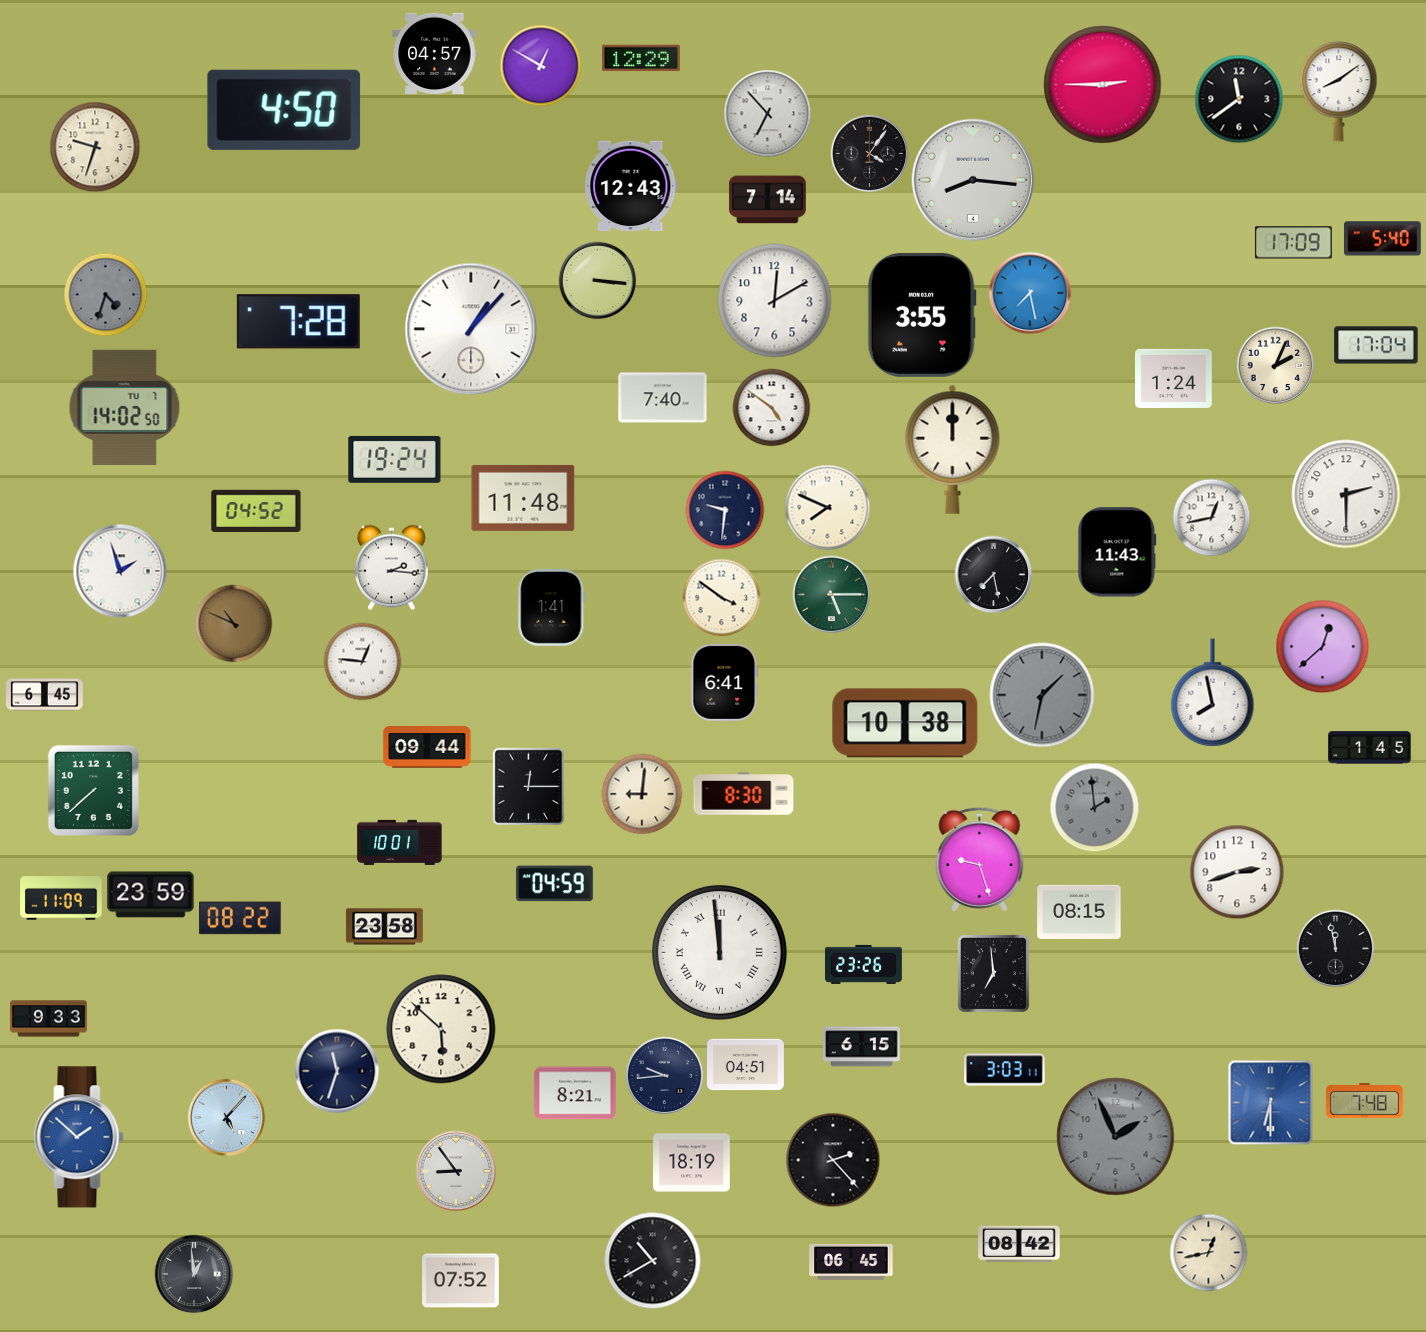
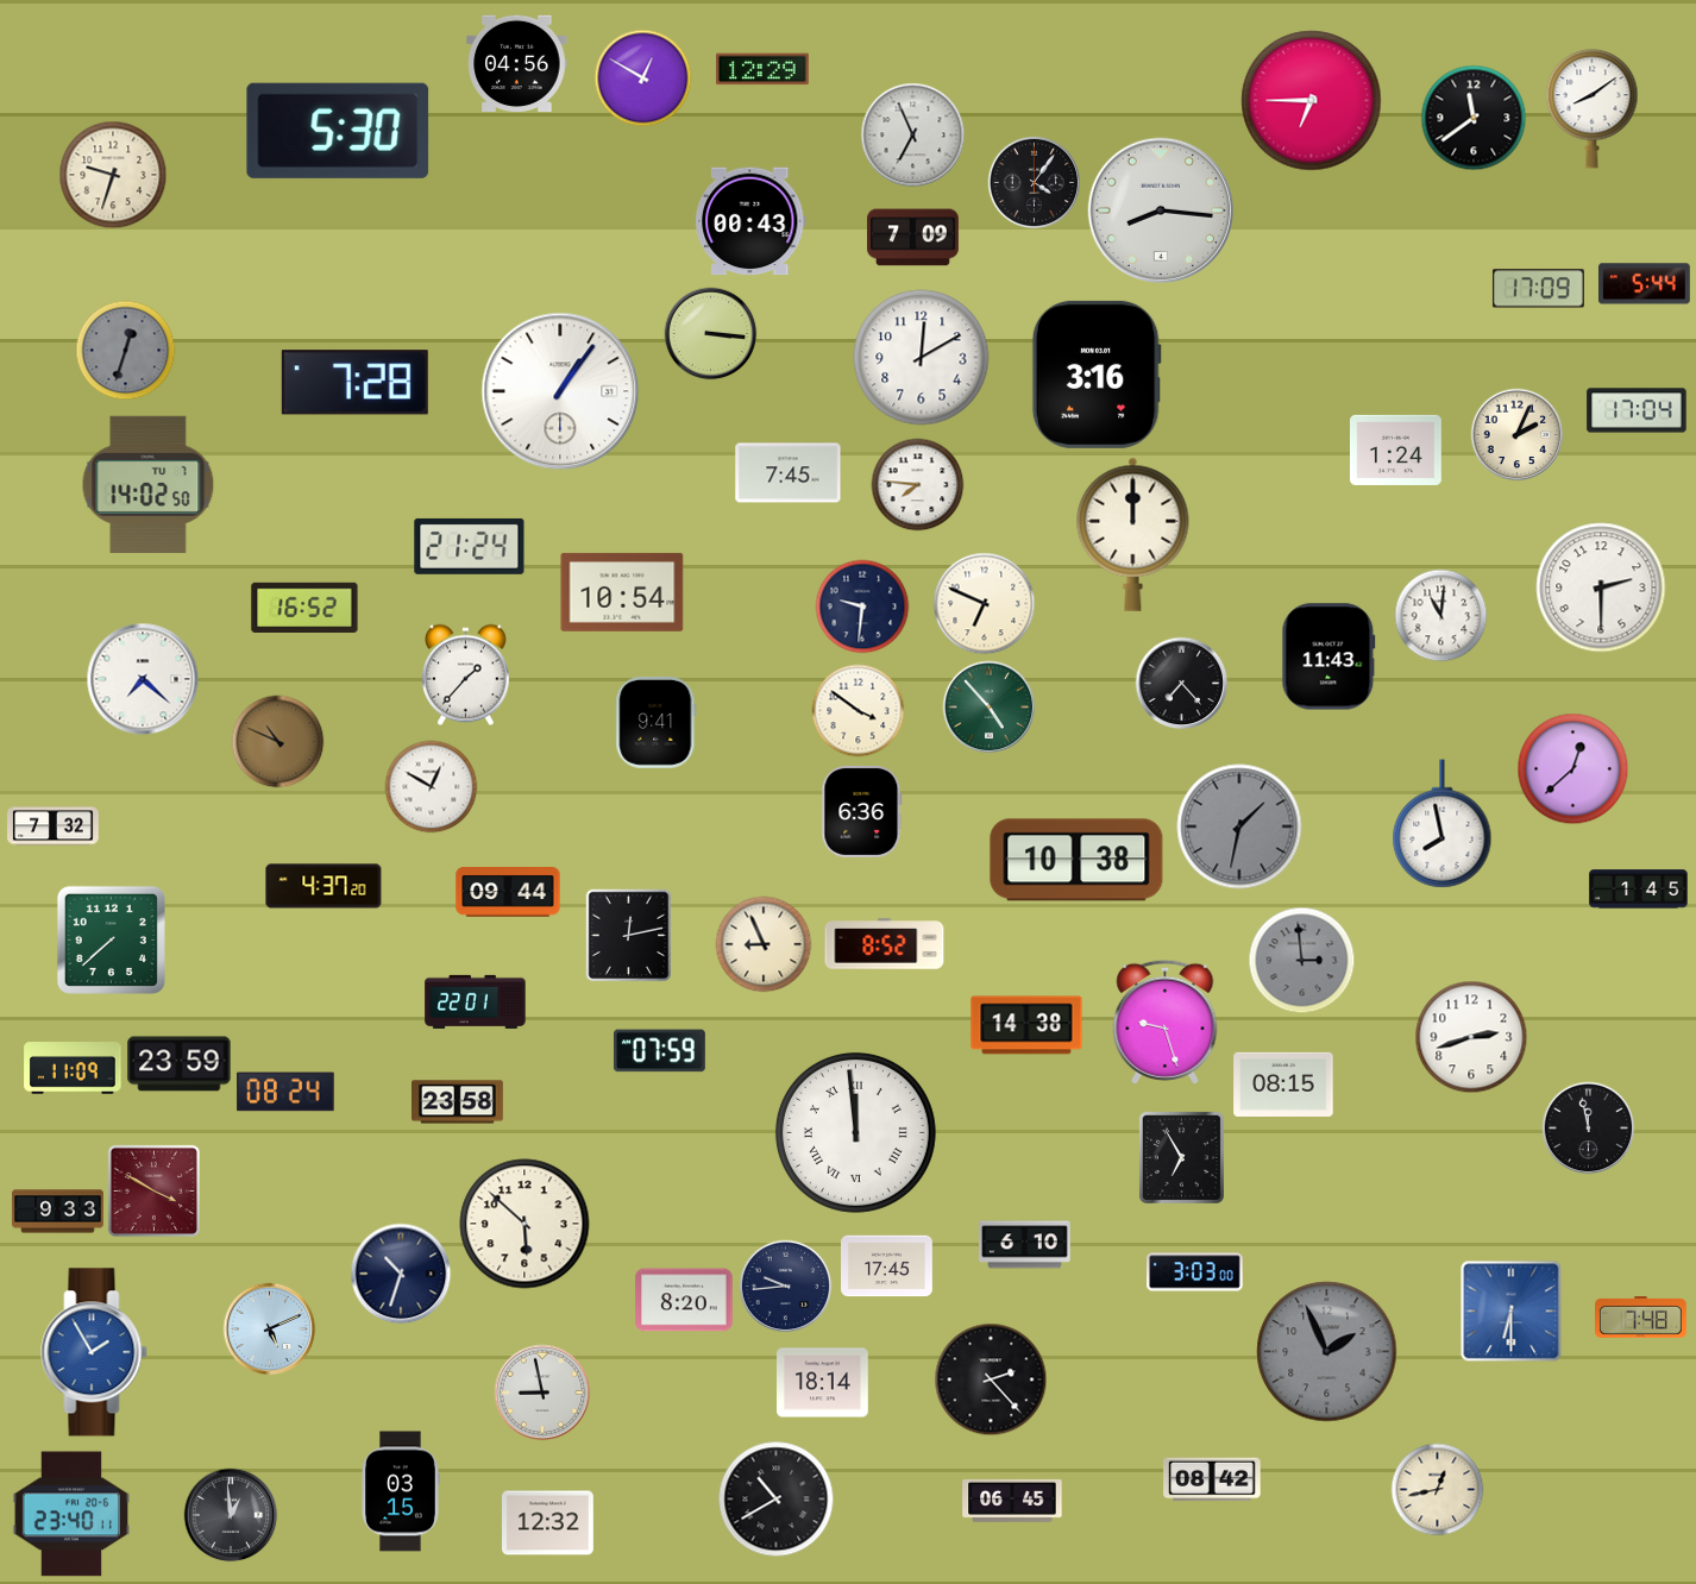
clock at (435, 53): 04:57 -> 04:56
clock at (1103, 85): 2:45 -> 6:45
clock at (284, 110): 4:50 -> 5:30
clock at (767, 113): 6:53 -> 6:56
clock at (973, 180) position: (973, 180) -> (1161, 210)
clock at (631, 186): 12:43 -> 00:43
clock at (768, 200): 7:14 -> 7:09
clock at (1382, 239): 5:40 -> 5:44
clock at (1030, 293): 7:28 -> none
clock at (105, 294): 4:33 -> 12:33
clock at (922, 315): 3:55 -> 3:16
clock at (471, 329): 1:07 -> 1:06
clock at (663, 398): 7:40 -> 7:45
clock at (771, 407): 4:51 -> 7:46
clock at (395, 459): 19:24 -> 21:24
clock at (523, 498): 11:48 -> 10:54
clock at (827, 507): 7:49 -> 6:49
clock at (256, 510): 04:52 -> 16:52
clock at (1211, 517): 12:43 -> 11:01
clock at (392, 567): 2:16 -> 1:37
clock at (120, 571): 1:57 -> 7:22
clock at (993, 574): 7:28 -> 7:23
clock at (831, 594): 5:15 -> 4:53
clock at (552, 607): 1:41 -> 9:41
clock at (362, 661): 12:46 -> 12:50
clock at (725, 682): 6:41 -> 6:36
clock at (45, 695): 6:45 -> 7:32
clock at (324, 886): none -> 4:37
clock at (427, 747) position: (427, 747) -> (508, 892)
clock at (1370, 748) position: (1370, 748) -> (1639, 890)
clock at (529, 786): 12:15 -> 12:13
clock at (642, 794): 9:01 -> 8:56
clock at (744, 794): 8:30 -> 8:52
clock at (1094, 807): 1:59 -> 2:59
clock at (400, 842): 10:01 -> 22:01
clock at (1026, 1025): none -> 14:38
clock at (554, 884): 04:59 -> 07:59
clock at (240, 918): 08:22 -> 08:24
clock at (864, 964): 23:26 -> none
clock at (993, 973): 6:59 -> 6:55
clock at (153, 1190): none -> 3:50
clock at (862, 1047): 6:15 -> 6:10
clock at (746, 1065): 04:51 -> 17:45
clock at (1005, 1070): 3:03:11 -> 3:03:00
clock at (337, 1071): 11:33 -> 10:33
clock at (664, 1075) position: (664, 1075) -> (785, 1286)
clock at (575, 1093): 8:21 -> 8:20
clock at (1365, 1100) position: (1365, 1100) -> (1641, 1316)
clock at (226, 1117): 5:07 -> 5:11
clock at (79, 1137): 1:52 -> 1:55
clock at (692, 1163): 18:19 -> 18:14
clock at (456, 1171): 8:54 -> 8:58
clock at (401, 1491): none -> 03:15
clock at (70, 1514): none -> 23:40
clock at (461, 1281): 07:52 -> 12:32
